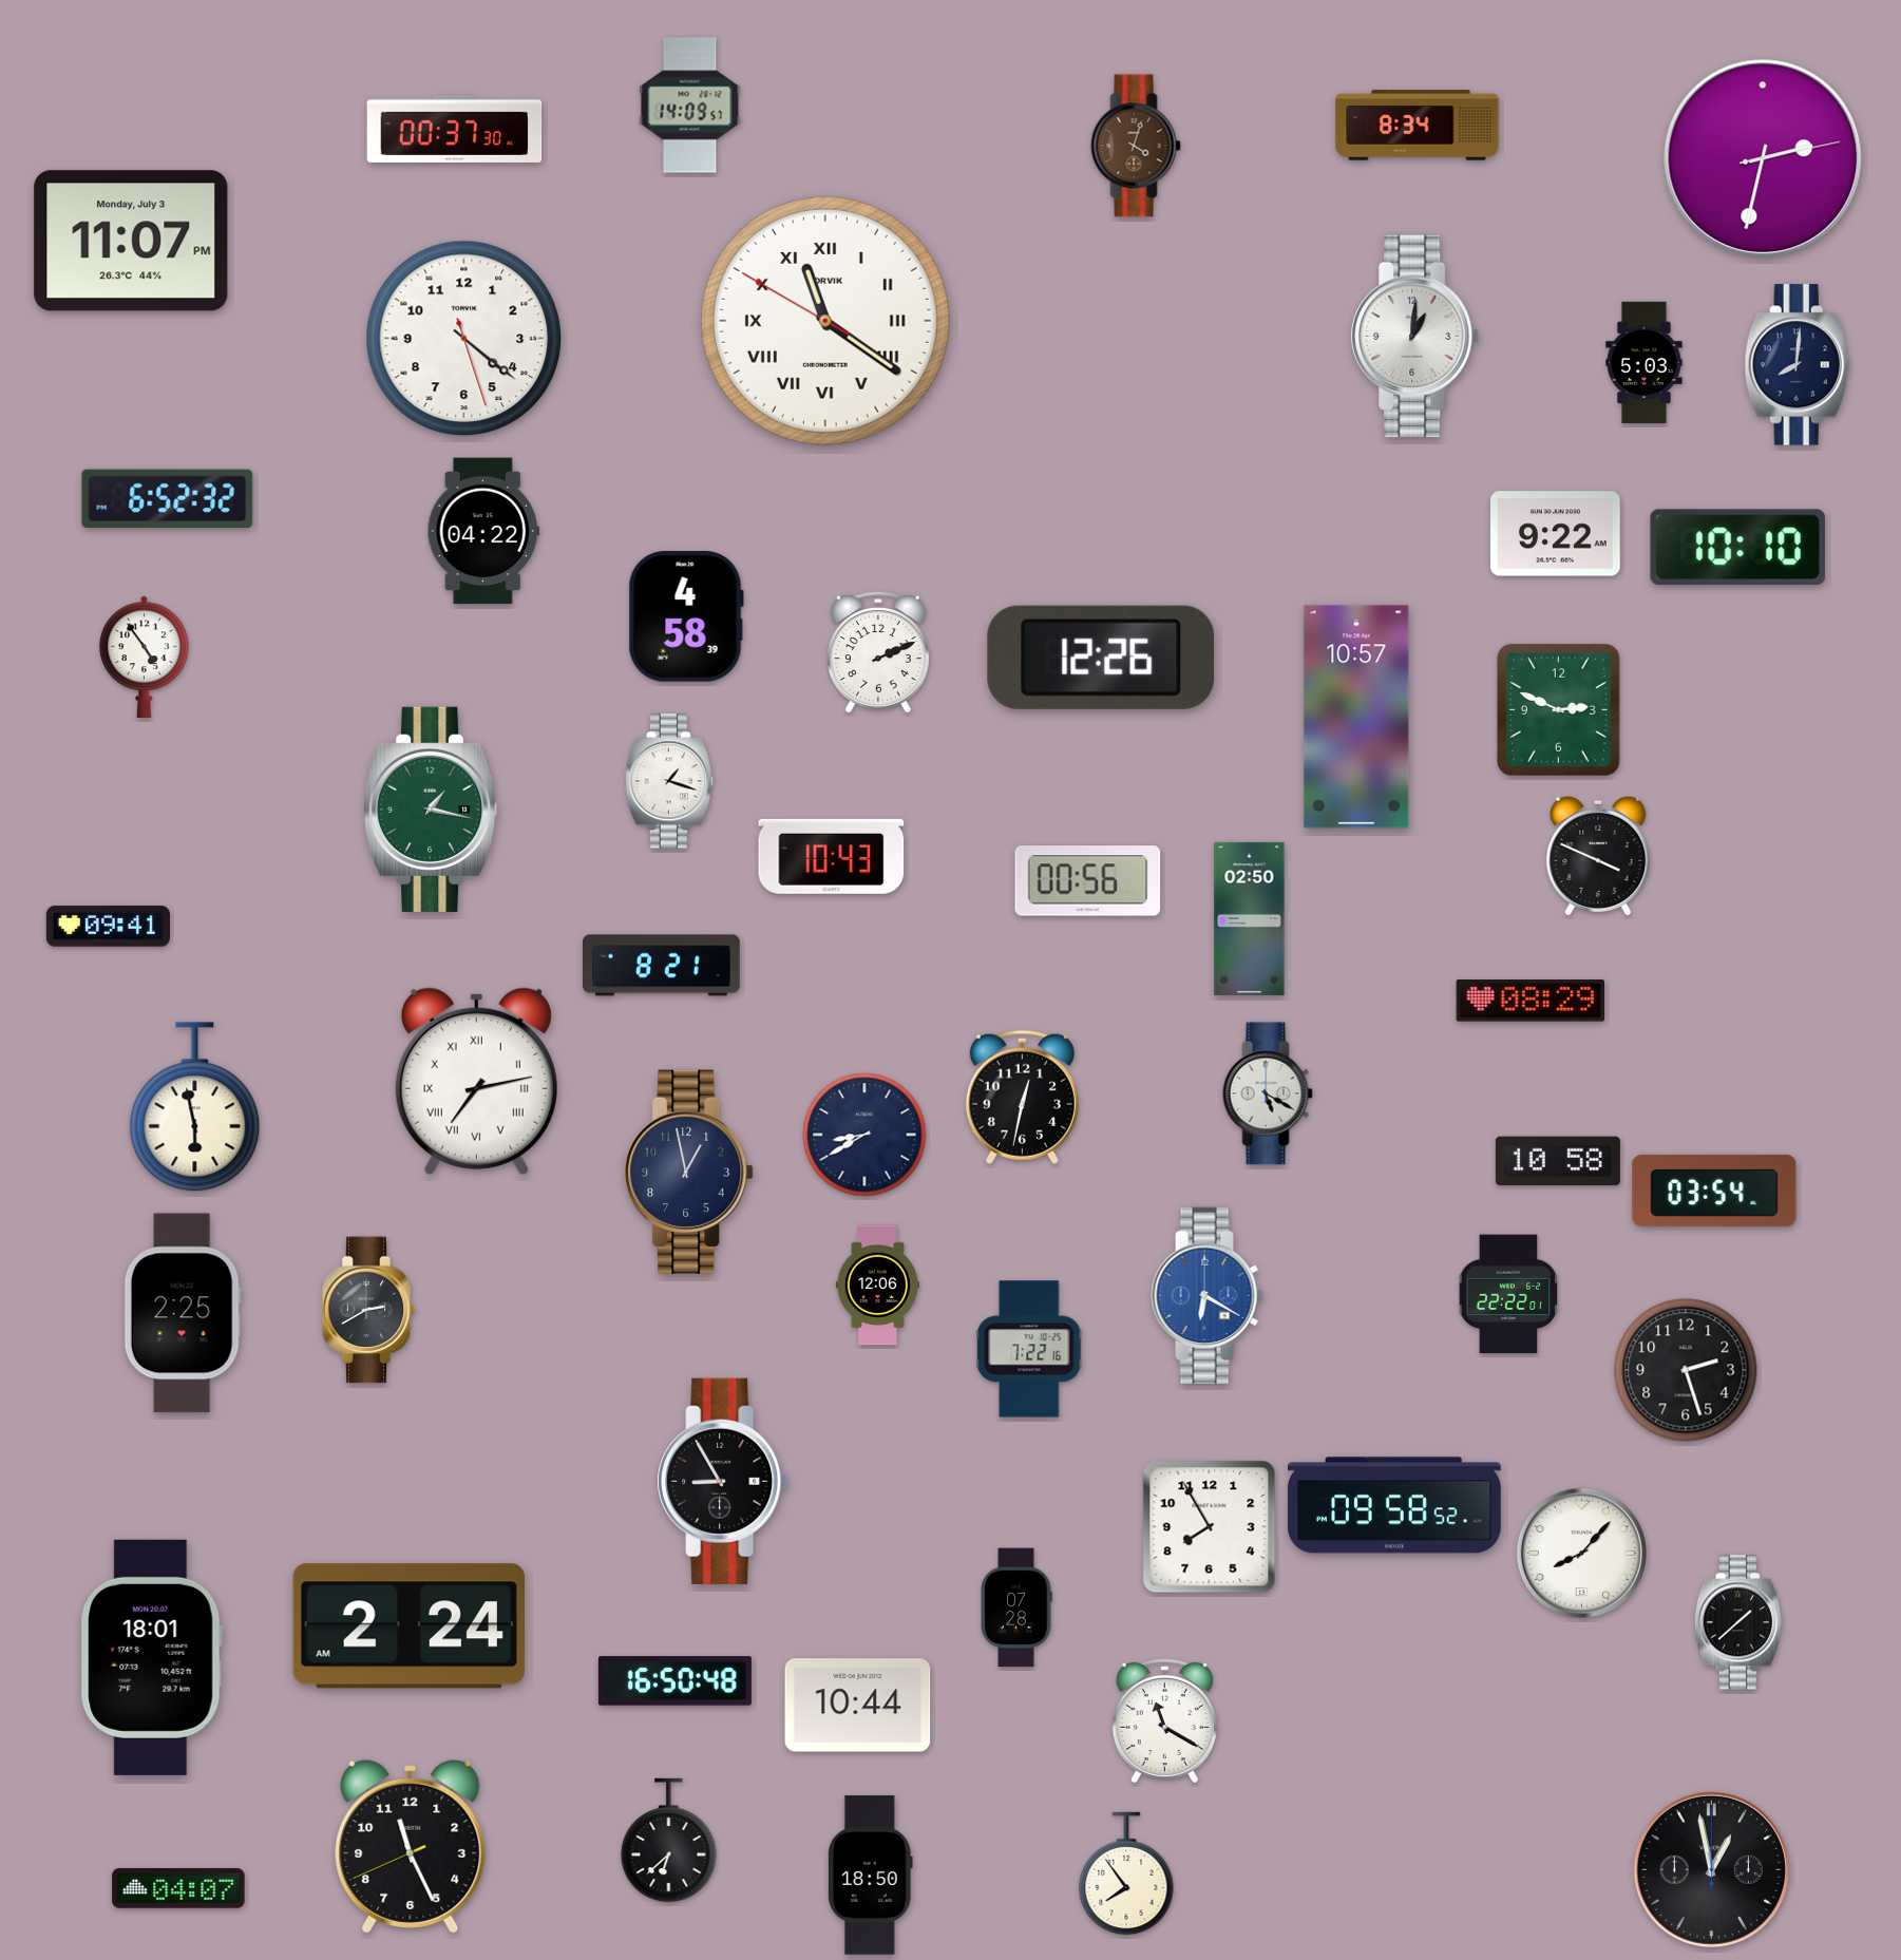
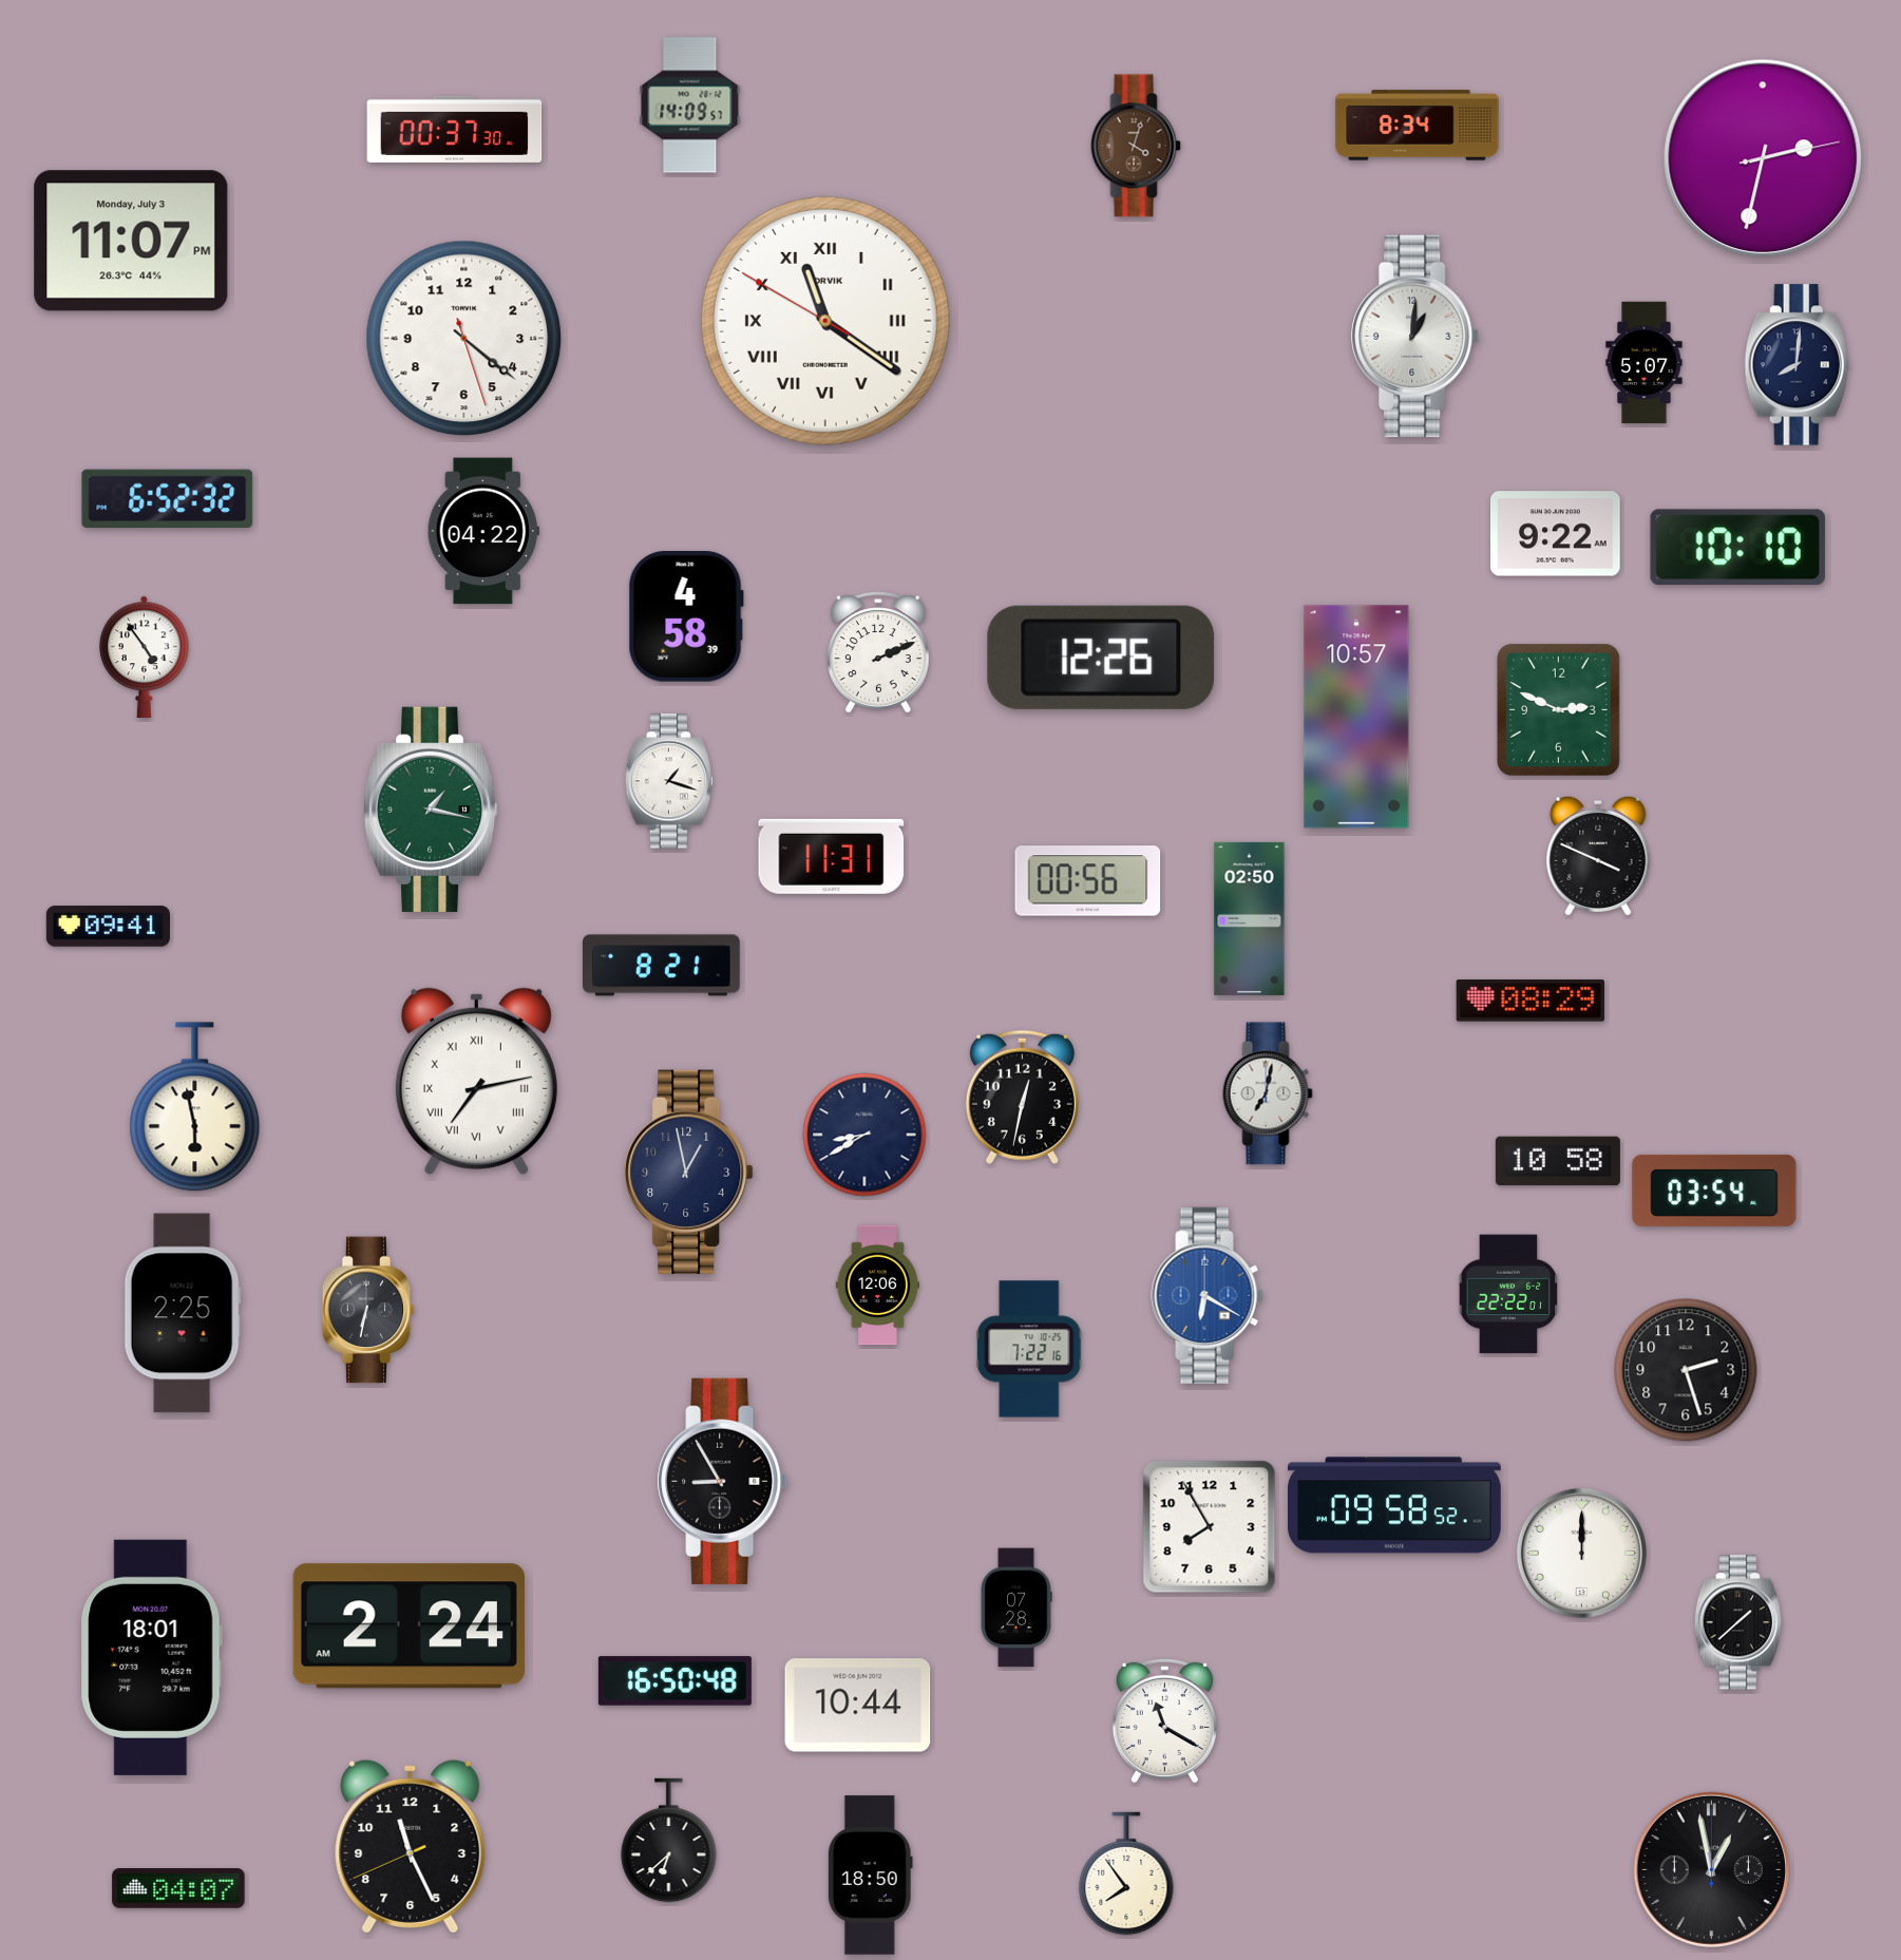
clock at (1645, 363): 5:03 -> 5:07
clock at (832, 856): 10:43 -> 11:31
clock at (1268, 1093): 5:20 -> 7:02
clock at (368, 1310): 2:40 -> 6:32
clock at (1581, 1553): 8:07 -> 12:00
